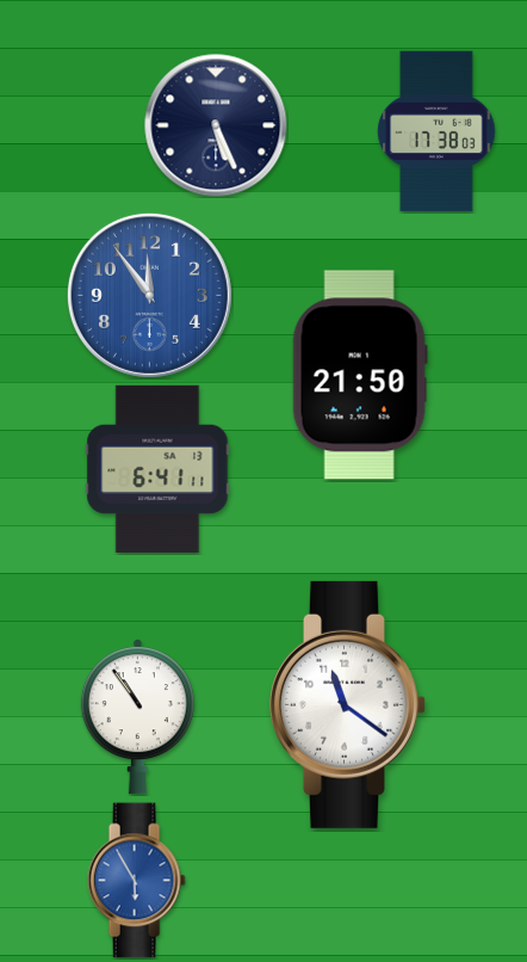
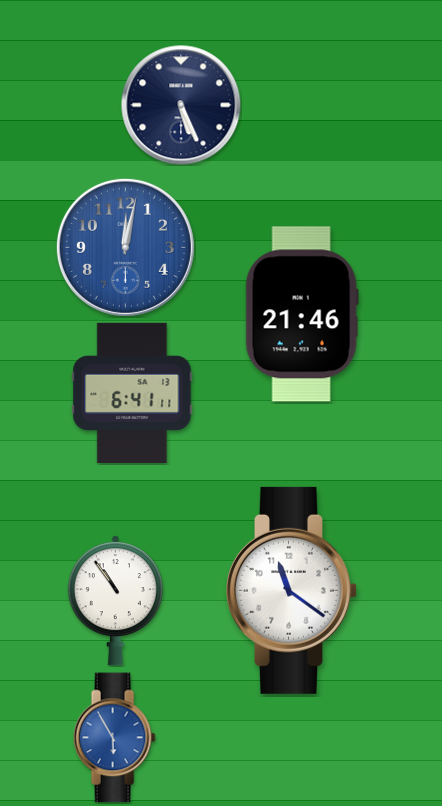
clock at (436, 131): 17:38 -> none
clock at (149, 295): 11:54 -> 12:02
clock at (360, 375): 21:50 -> 21:46
